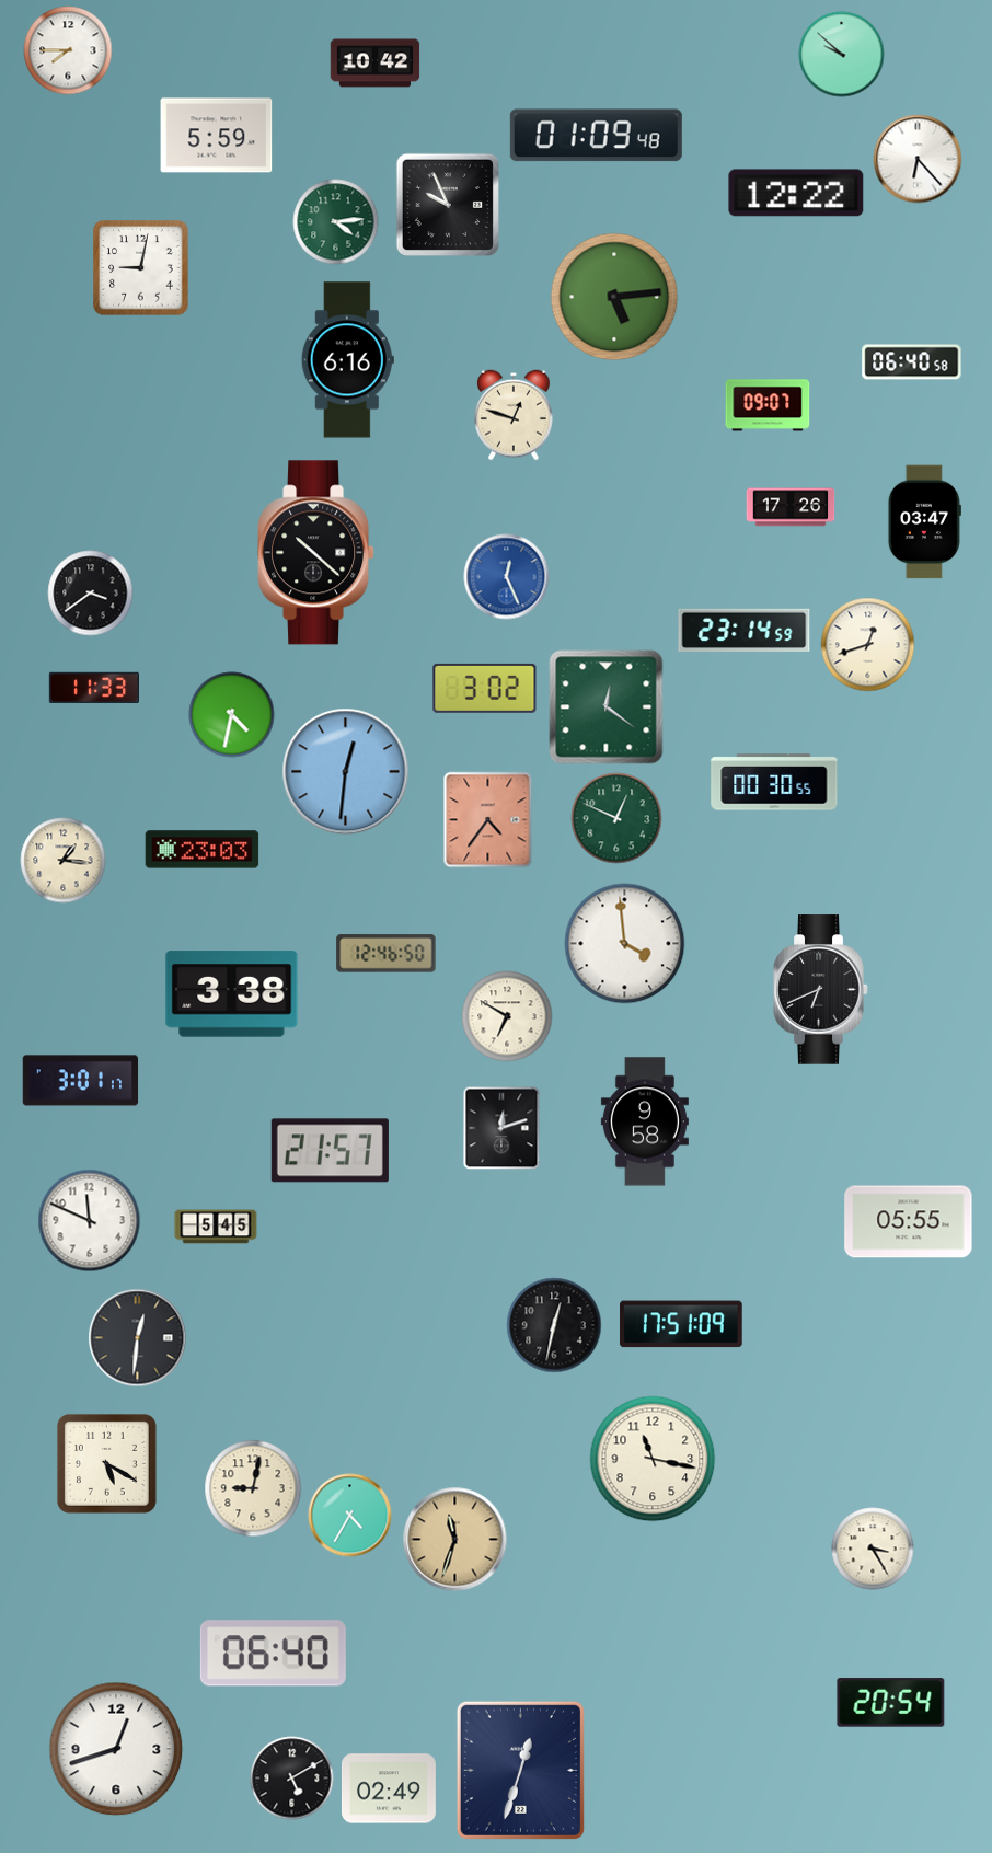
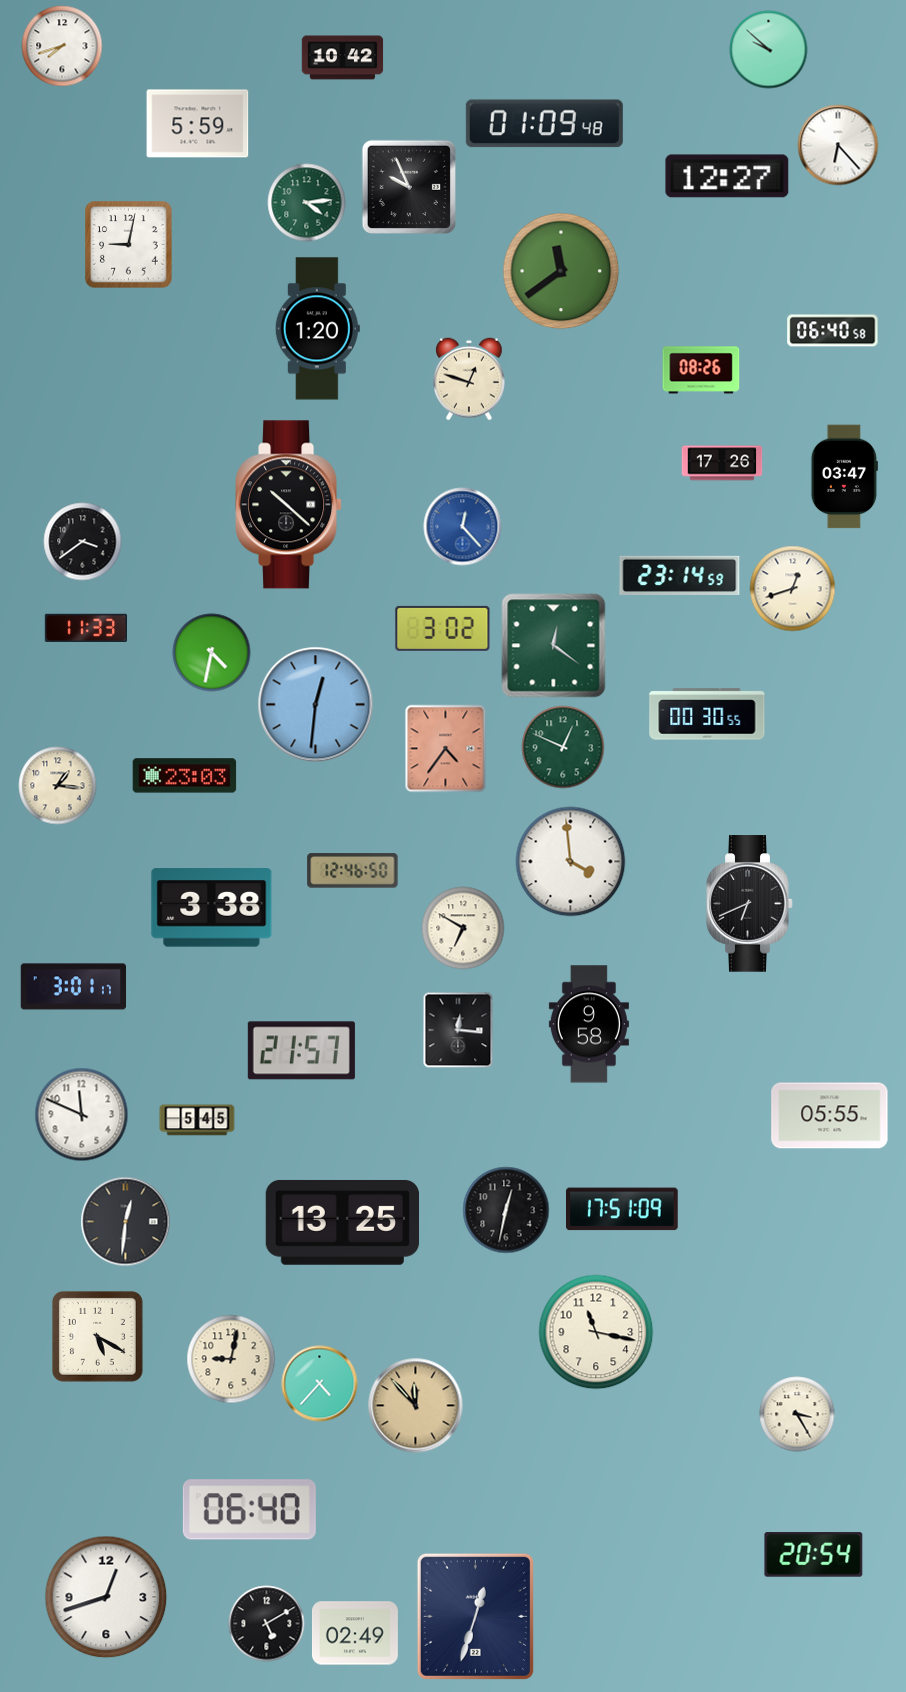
clock at (68, 50): 7:45 -> 7:42
clock at (796, 193): 12:22 -> 12:27
clock at (614, 297): 5:14 -> 11:39
clock at (347, 360): 6:16 -> 1:20
clock at (768, 405): 09:07 -> 08:26
clock at (507, 577): 12:26 -> 12:23
clock at (501, 1128): 12:12 -> 12:16
clock at (342, 1223): none -> 13:25
clock at (350, 1516): 4:35 -> 4:37
clock at (455, 1540): 11:33 -> 11:53
